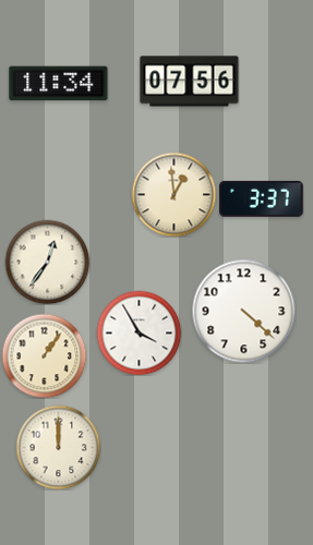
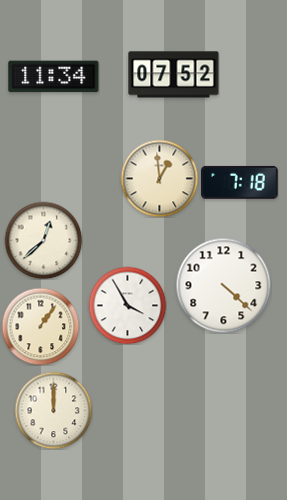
clock at (190, 82): 07:56 -> 07:52
clock at (262, 198): 3:37 -> 7:18
clock at (47, 262): 12:36 -> 12:38
